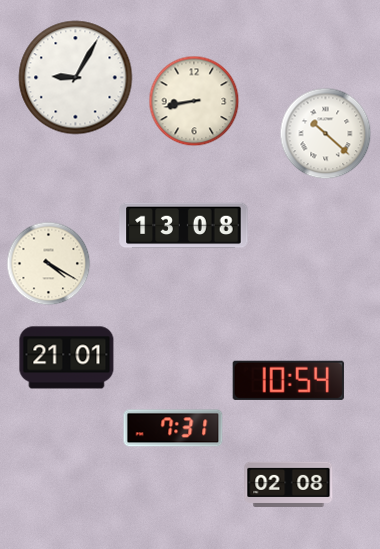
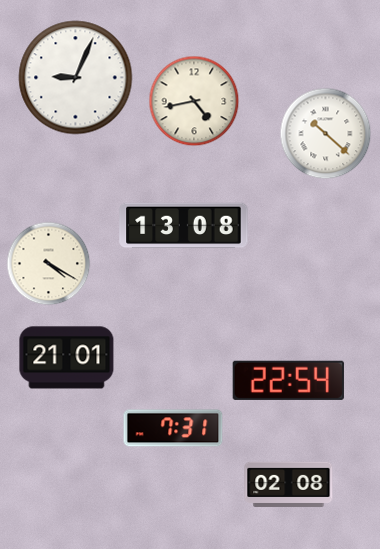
clock at (76, 78): 9:05 -> 9:04
clock at (194, 101): 8:43 -> 4:43
clock at (288, 380): 10:54 -> 22:54
